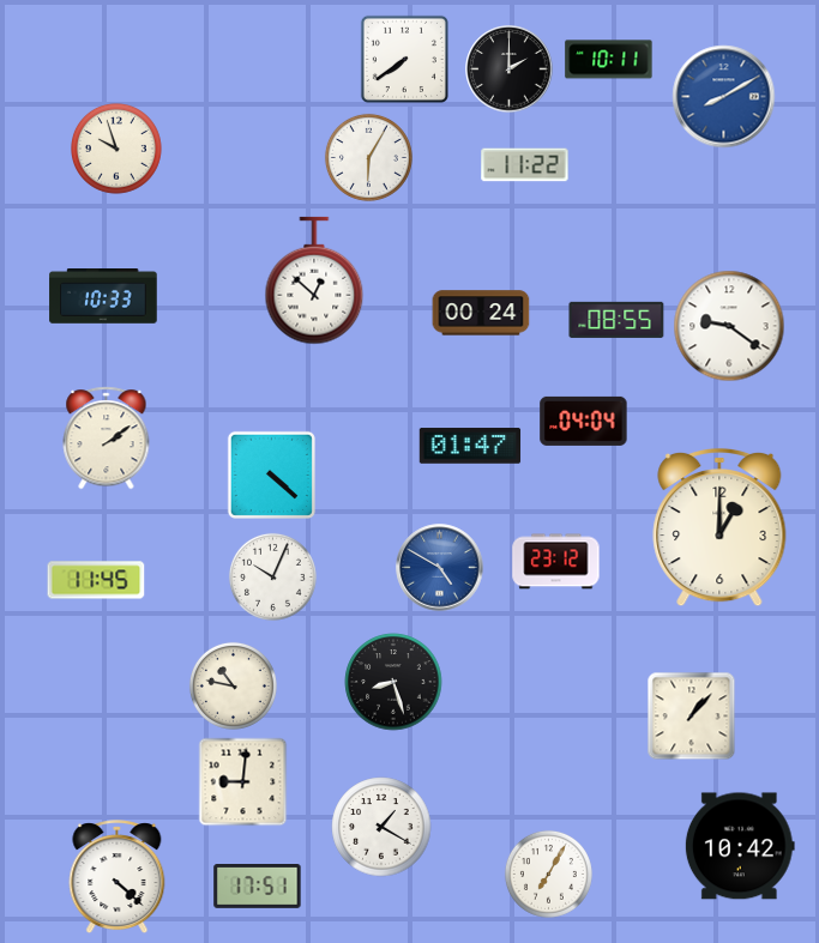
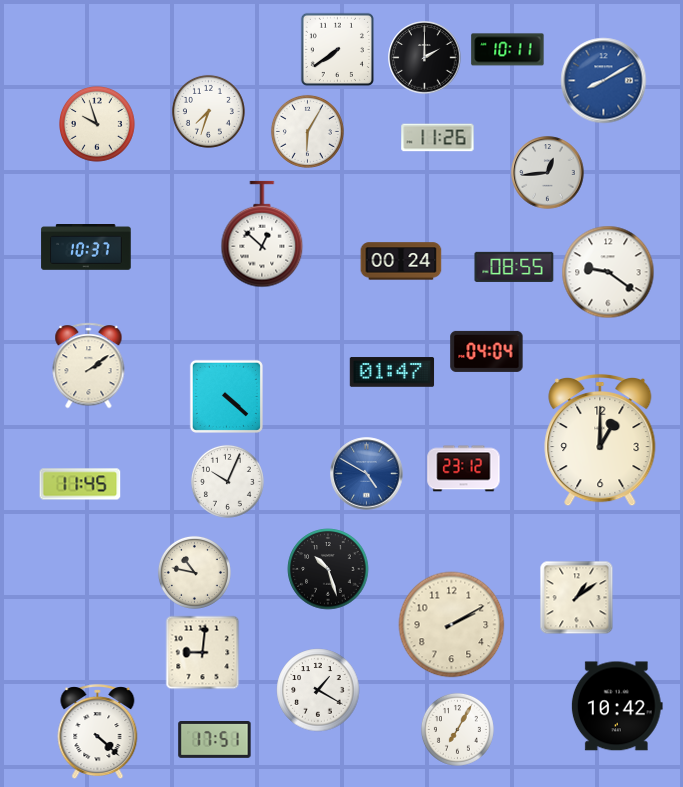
clock at (208, 111): none -> 7:33
clock at (525, 165): 11:22 -> 11:26
clock at (548, 173): none -> 12:44
clock at (103, 297): 10:33 -> 10:37
clock at (393, 682): 8:27 -> 10:27
clock at (692, 717): 1:07 -> 1:09
clock at (452, 625): none -> 2:10
